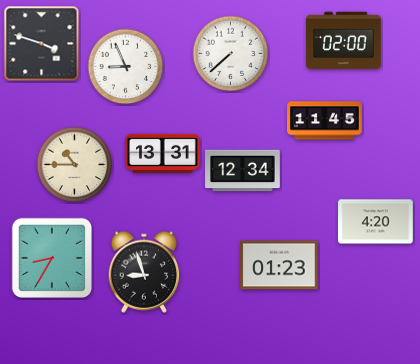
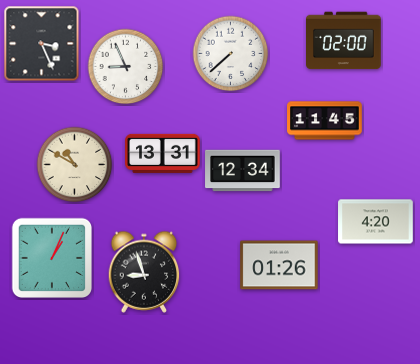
clock at (42, 44): 3:48 -> 3:26
clock at (75, 165): 10:45 -> 10:50
clock at (51, 257): 8:35 -> 1:04
clock at (279, 265): 01:23 -> 01:26
